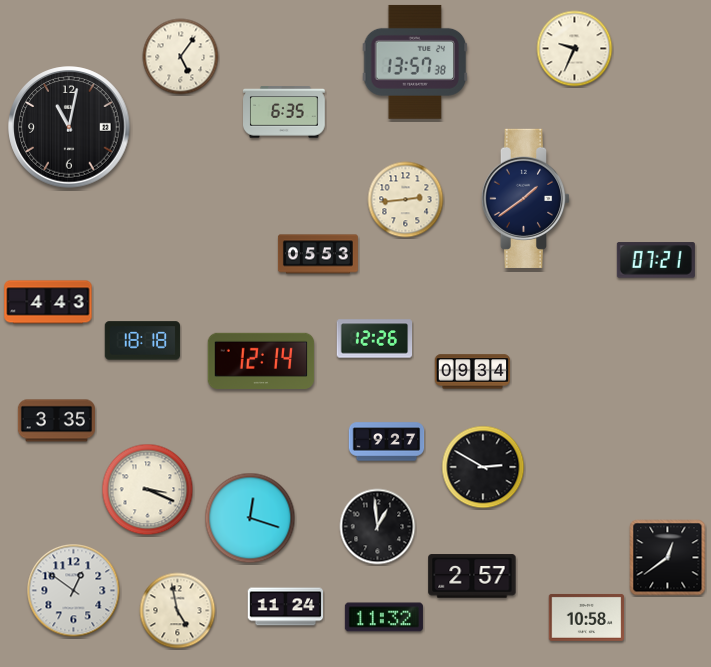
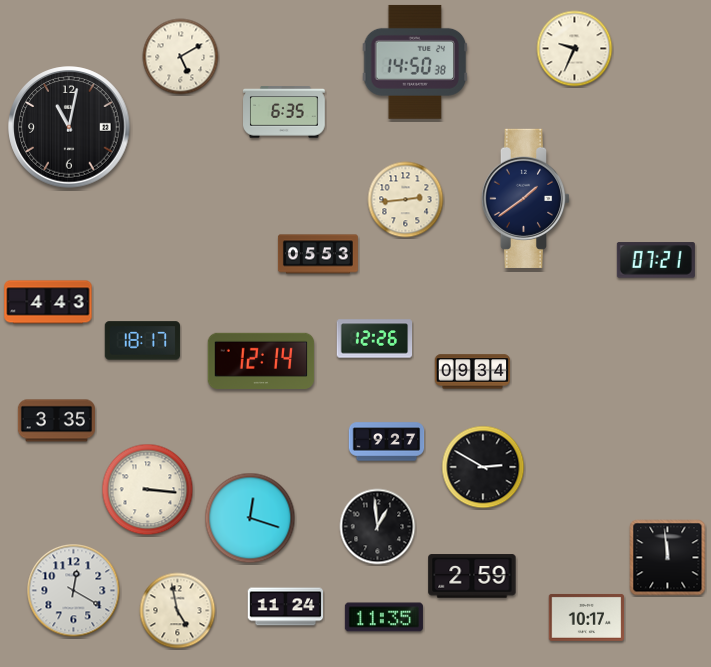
clock at (181, 57): 5:06 -> 5:10
clock at (415, 62): 13:57 -> 14:50
clock at (143, 341): 18:18 -> 18:17
clock at (148, 490): 3:19 -> 3:16
clock at (668, 558): 12:39 -> 11:59
clock at (472, 576): 2:57 -> 2:59
clock at (74, 591): 12:51 -> 12:20
clock at (384, 617): 11:32 -> 11:35
clock at (587, 617): 10:58 -> 10:17
